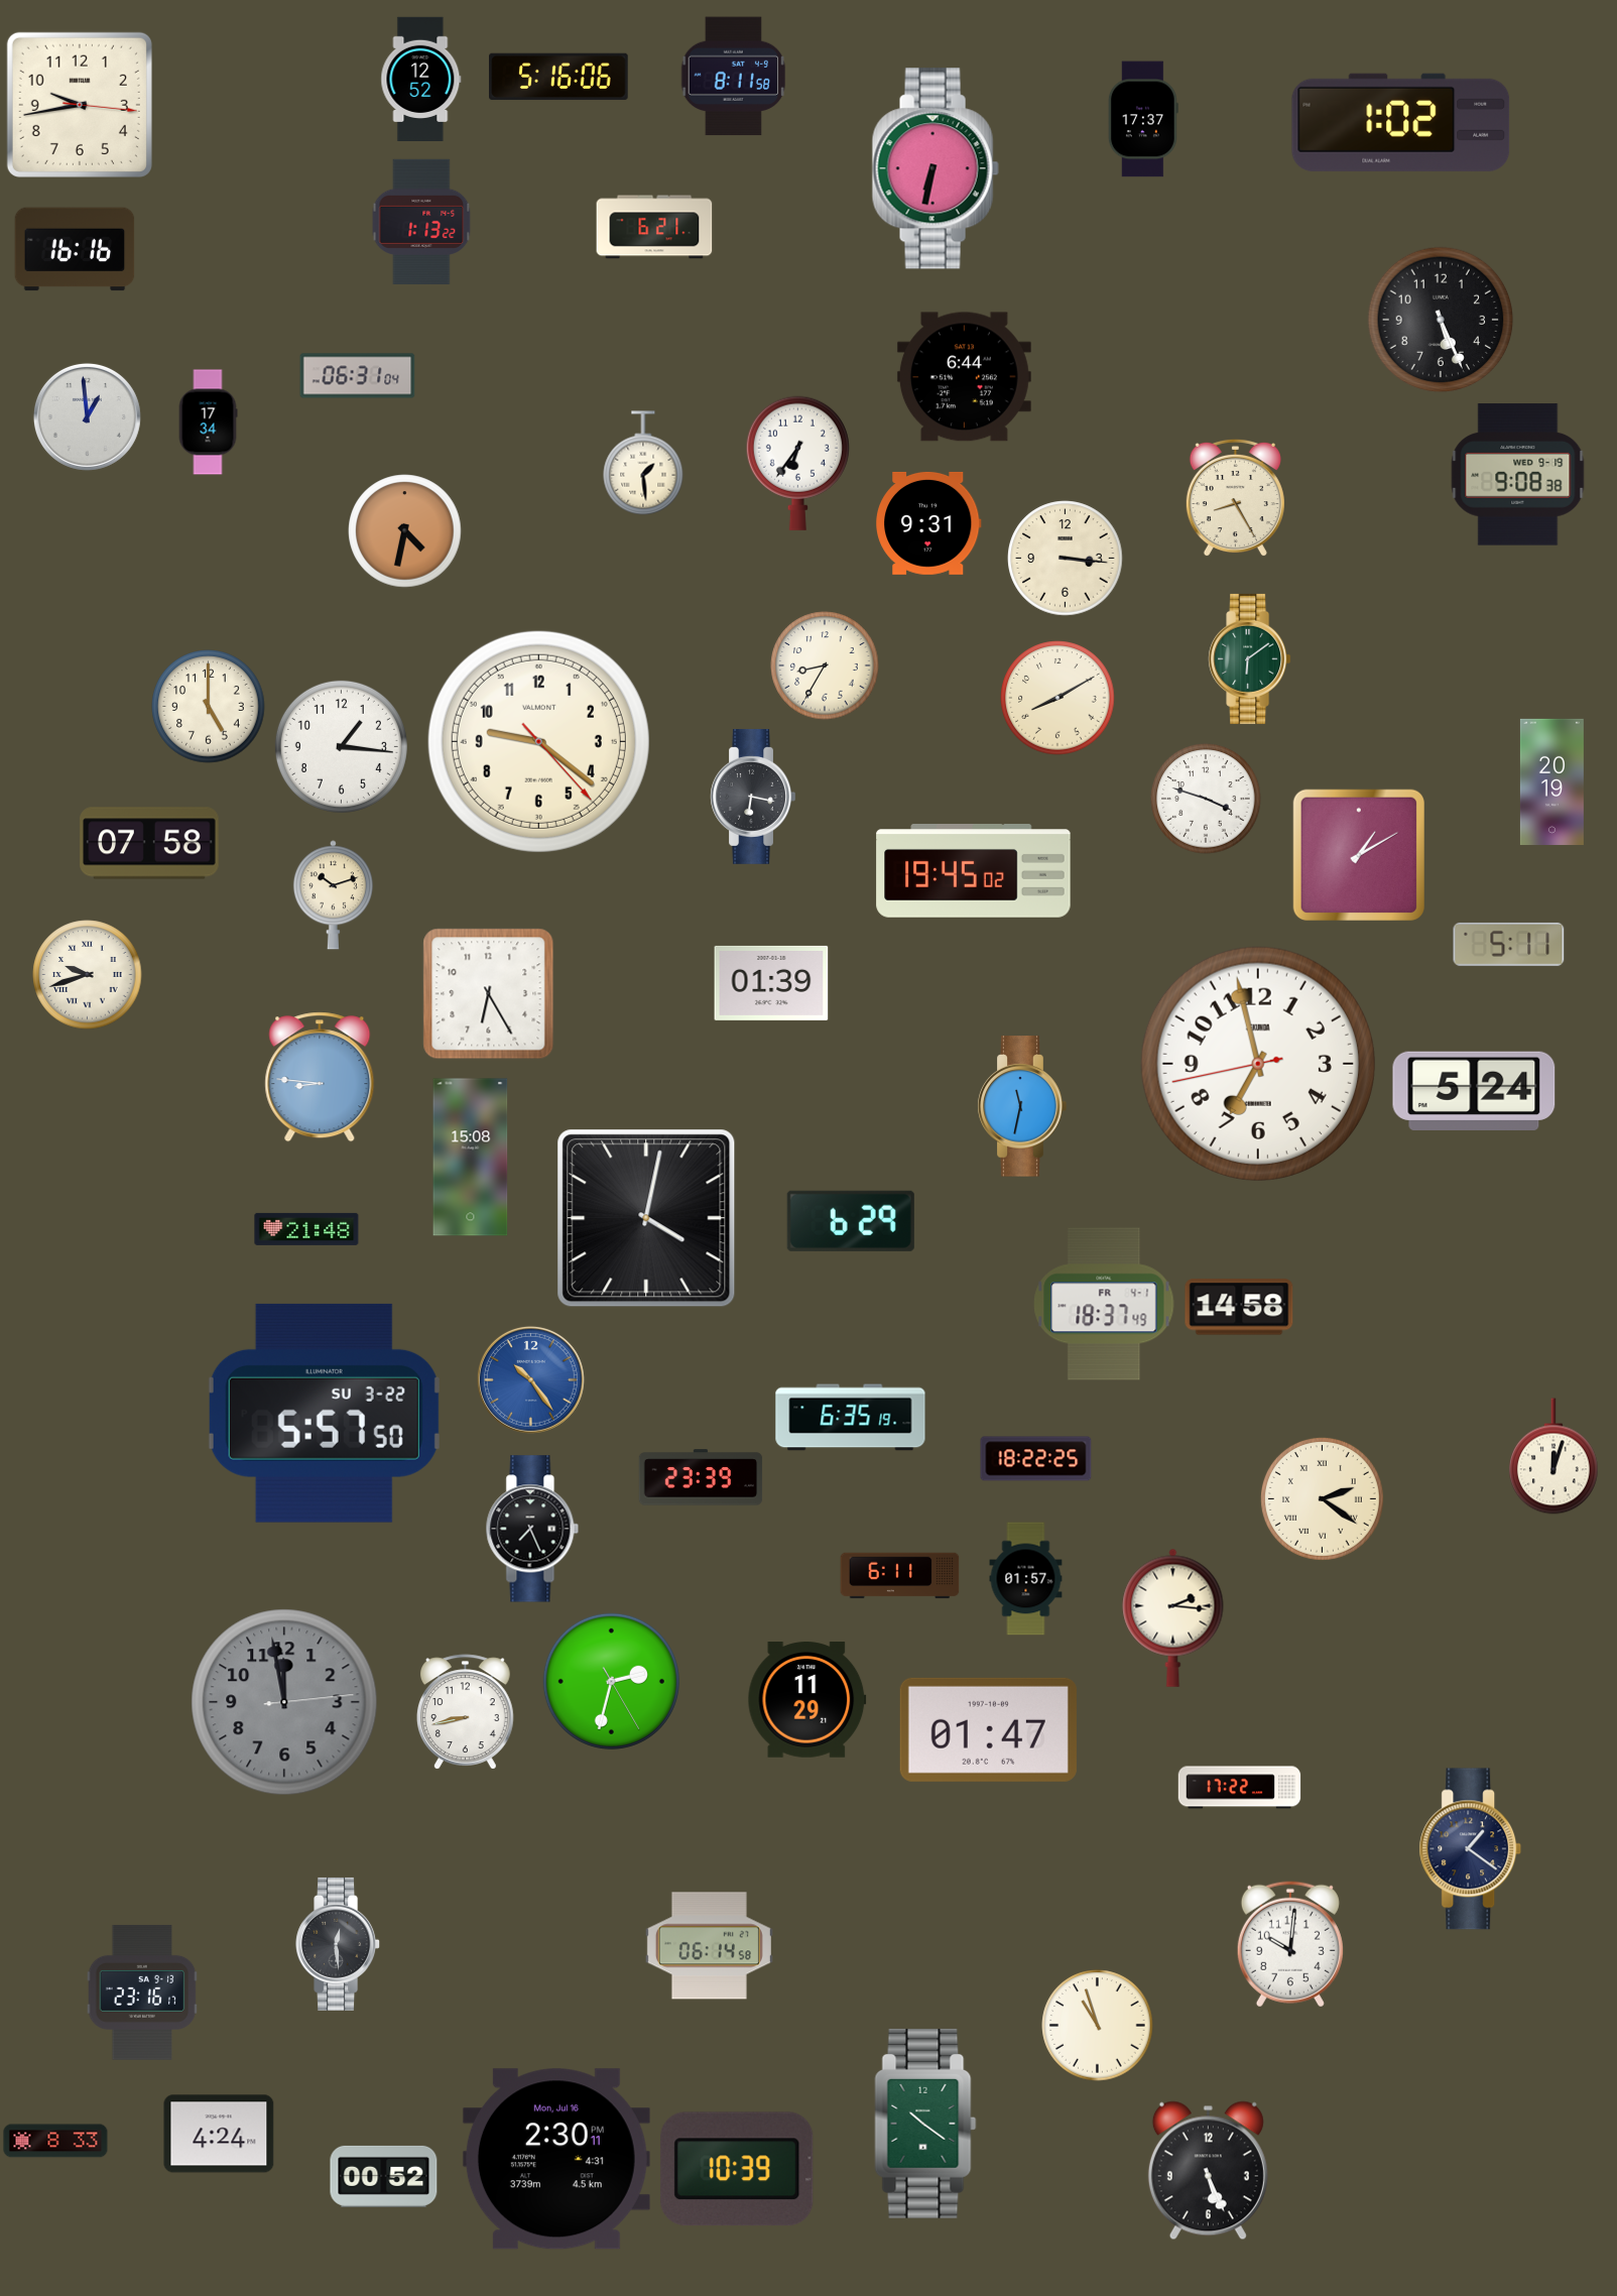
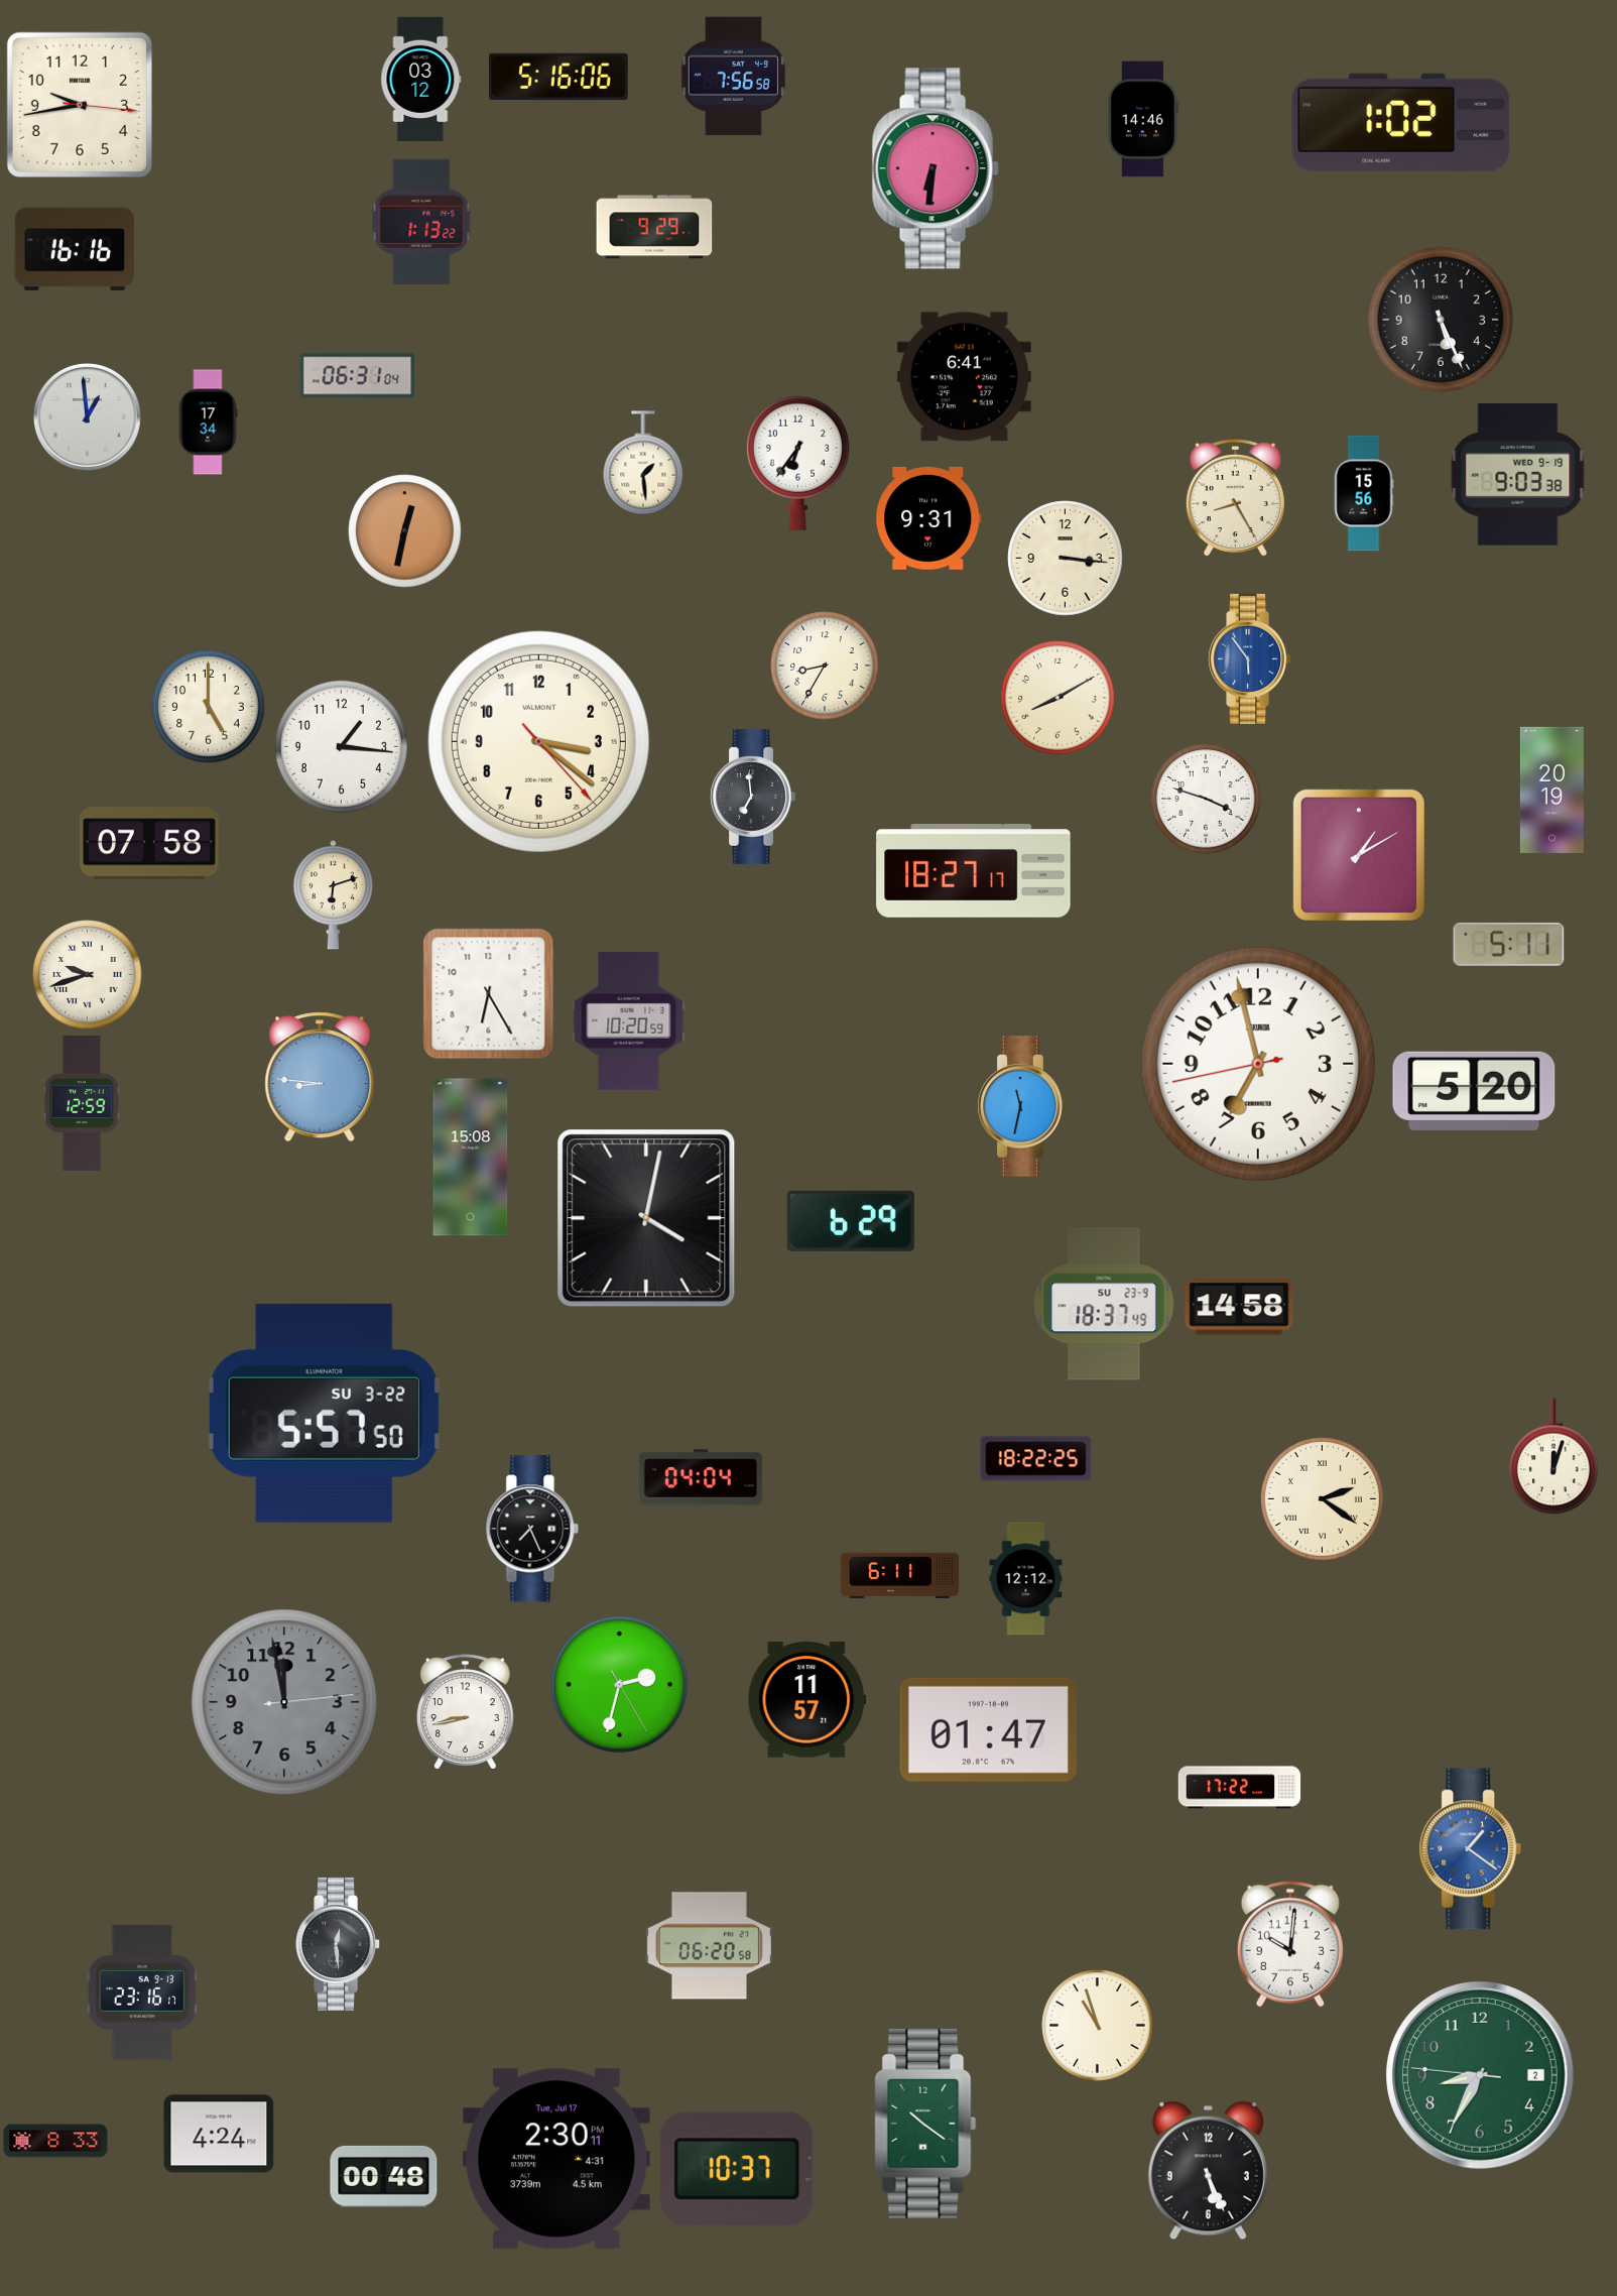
clock at (733, 77): 8:11 -> 7:56
clock at (421, 79): 12:52 -> 03:12
clock at (1143, 119): 17:37 -> 14:46
clock at (936, 168): 6:32 -> 6:31
clock at (654, 227): 6:21 -> 9:29
clock at (964, 377): 6:44 -> 6:41
clock at (1518, 475): 9:08 -> 9:03
clock at (1364, 493): none -> 15:56
clock at (929, 523) position: (929, 523) -> (929, 518)
clock at (405, 531): 4:32 -> 12:32
clock at (1250, 658): 6:09 -> 5:54
clock at (1250, 658) dial: green -> blue
clock at (538, 741): 9:21 -> 3:21
clock at (1551, 781) position: (1551, 781) -> (1551, 790)
clock at (753, 797): 6:17 -> 6:59
clock at (974, 871): 19:45 -> 18:27
clock at (333, 895): 10:12 -> 6:12
clock at (771, 983): 01:39 -> none
clock at (629, 1021): none -> 10:20
clock at (1474, 1091): 5:24 -> 5:20
clock at (82, 1104): none -> 12:59
clock at (306, 1229): 21:48 -> none
clock at (1104, 1304) date: FR 4-1 -> SU 23-9
clock at (530, 1379): 10:24 -> none
clock at (851, 1418): 6:35 -> none
clock at (701, 1477): 23:39 -> 04:04
clock at (1026, 1579): 01:57 -> 12:12
clock at (1173, 1617): 2:16 -> none
clock at (611, 1681) position: (611, 1681) -> (619, 1684)
clock at (807, 1700): 11:29 -> 11:57
clock at (1471, 1849) dial: navy -> blue
clock at (709, 1946): 06:14 -> 06:20
clock at (1480, 2075): none -> 8:34
clock at (556, 2159) date: Mon, Jul 16 -> Tue, Jul 17
clock at (737, 2169): 10:39 -> 10:37
clock at (384, 2176): 00:52 -> 00:48
